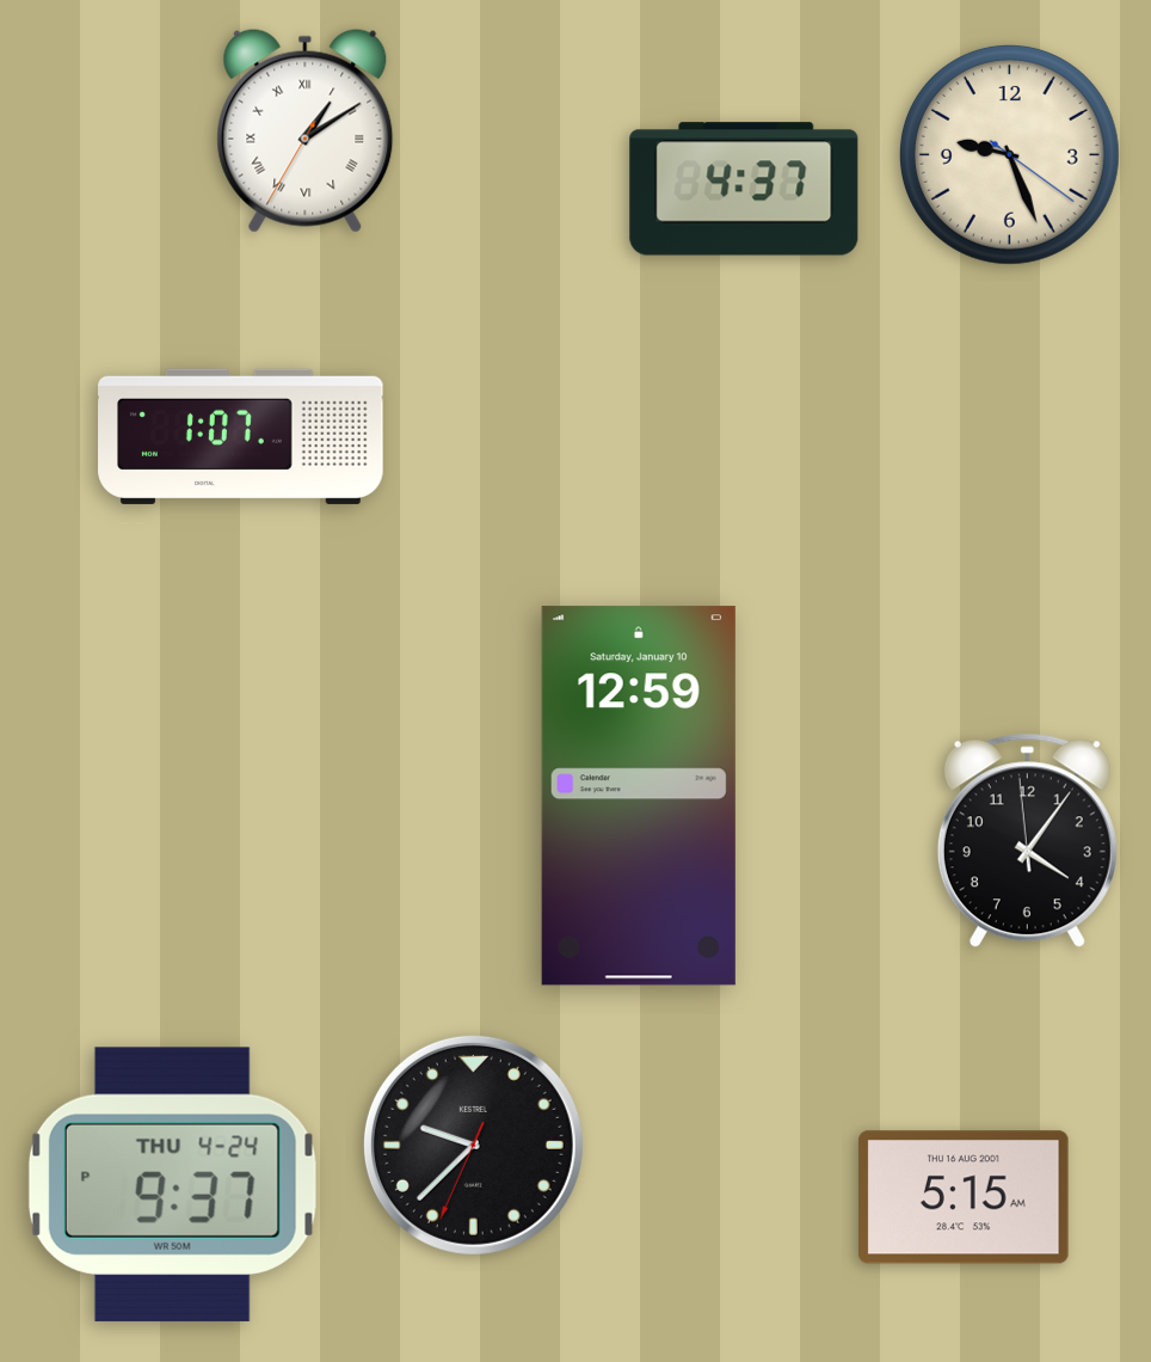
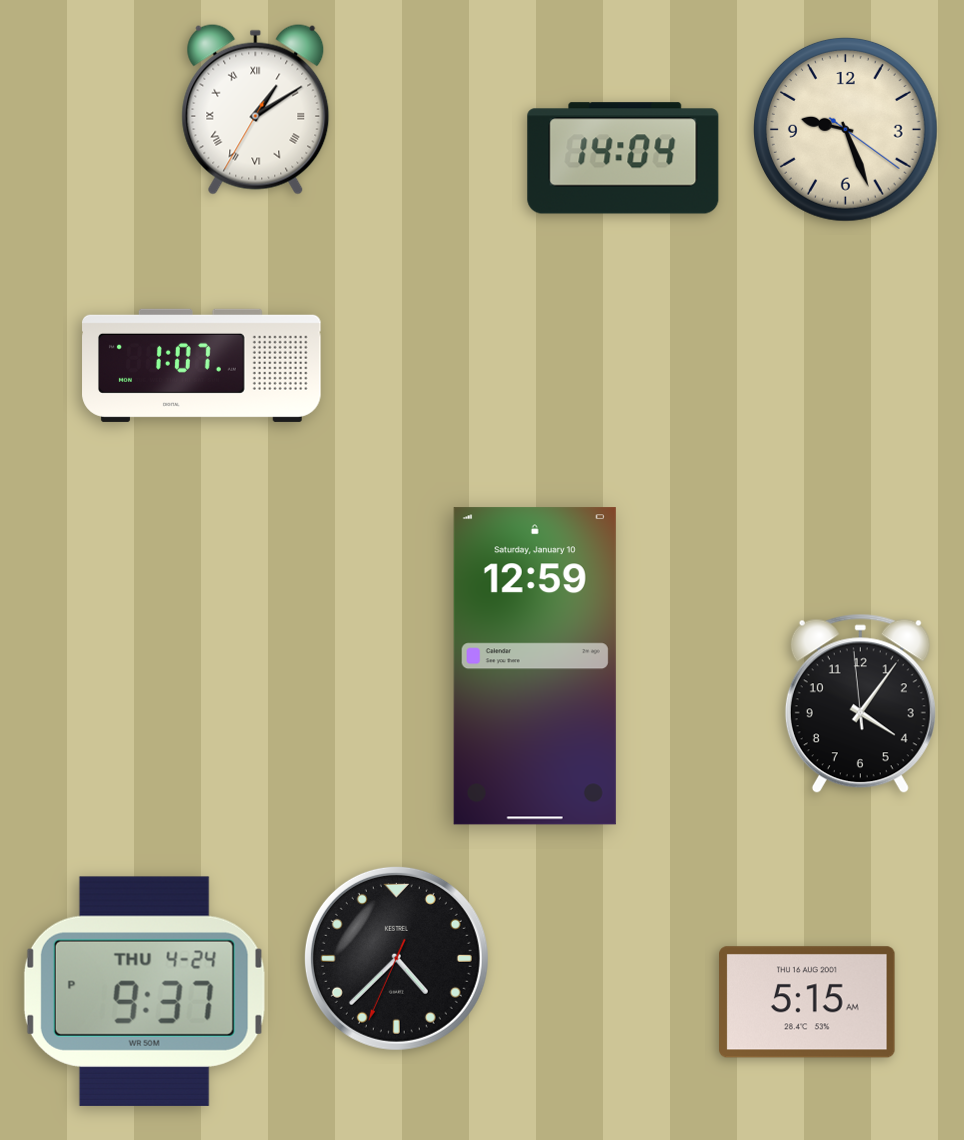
clock at (744, 189): 4:37 -> 14:04
clock at (473, 1145): 9:37 -> 4:37
